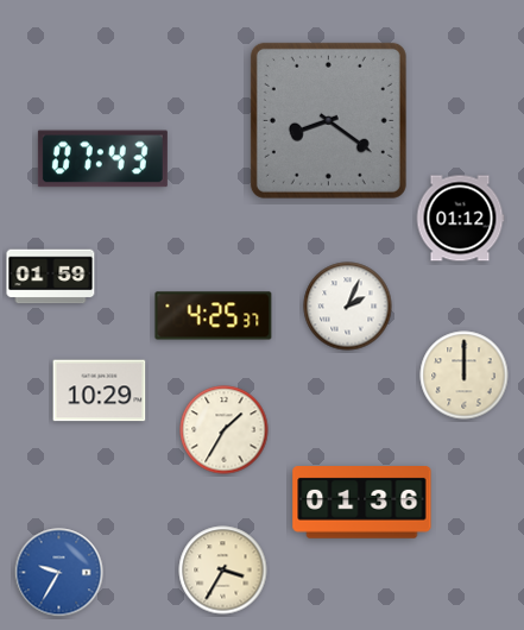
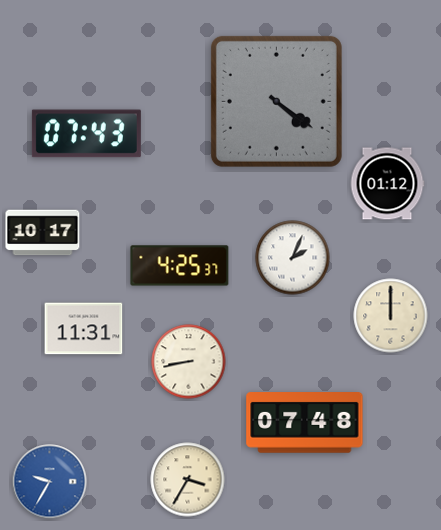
clock at (328, 120): 8:21 -> 4:21
clock at (51, 277): 01:59 -> 10:17
clock at (100, 391): 10:29 -> 11:31
clock at (225, 430): 1:35 -> 8:43
clock at (362, 503): 01:36 -> 07:48
